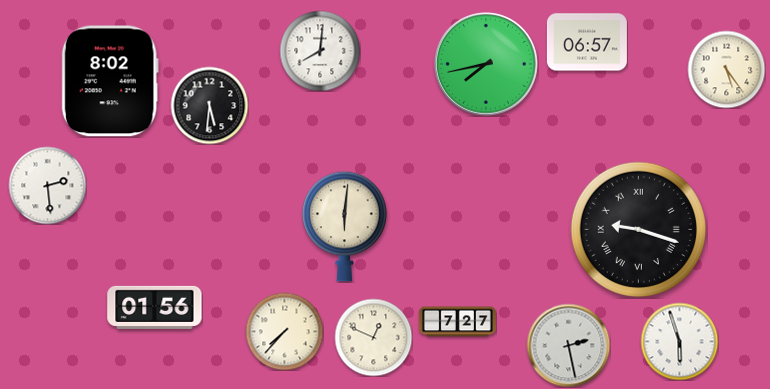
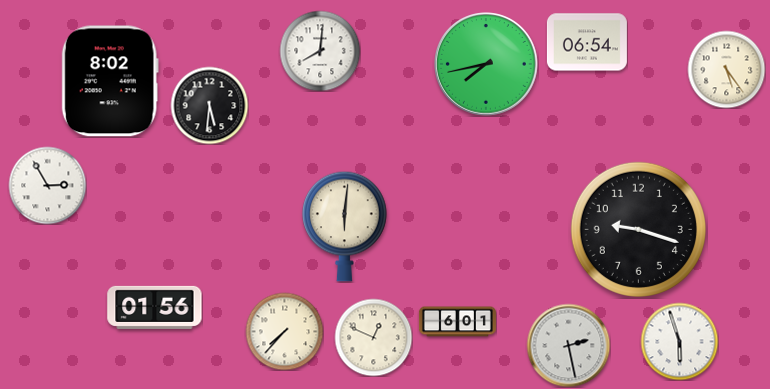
clock at (587, 42): 06:57 -> 06:54
clock at (47, 185): 2:29 -> 2:55
clock at (638, 229) numerals: Roman -> Arabic
clock at (457, 322): 7:27 -> 6:01
